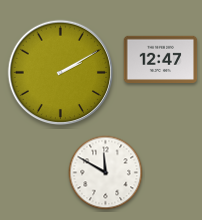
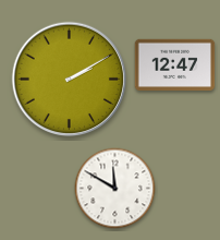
clock at (61, 73) position: (61, 73) -> (70, 80)
